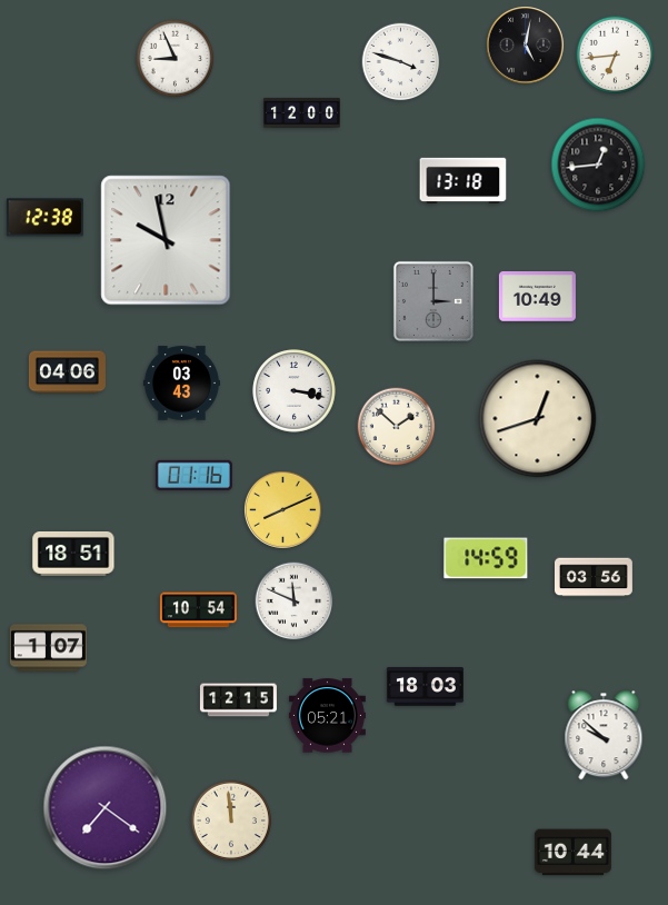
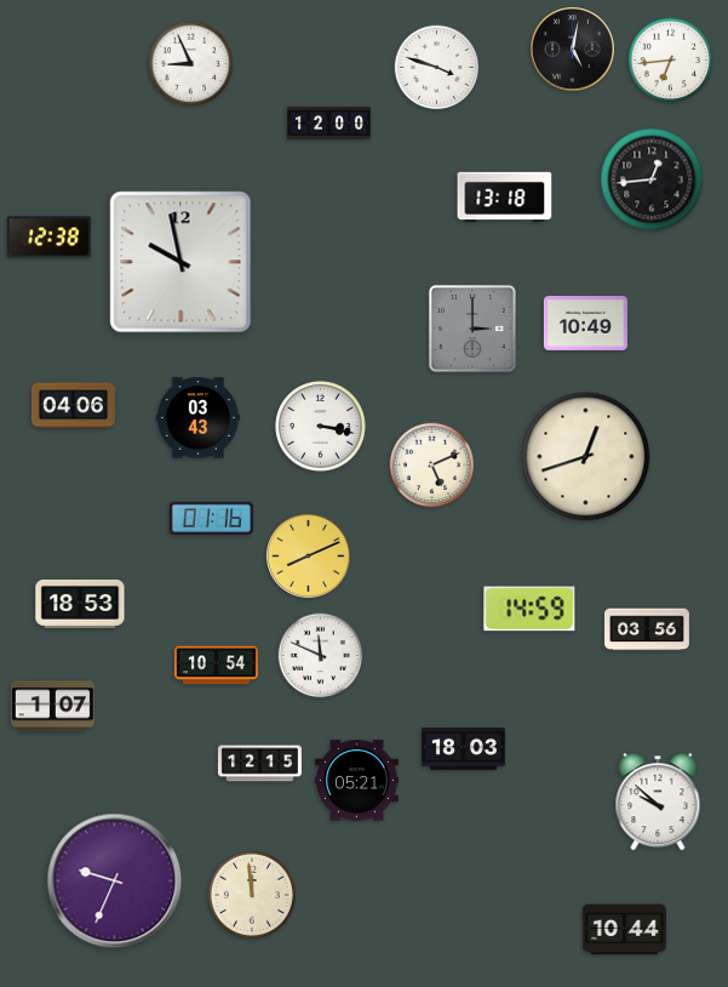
clock at (397, 427): 1:52 -> 5:11
clock at (73, 555): 18:51 -> 18:53
clock at (106, 808): 7:21 -> 9:34
